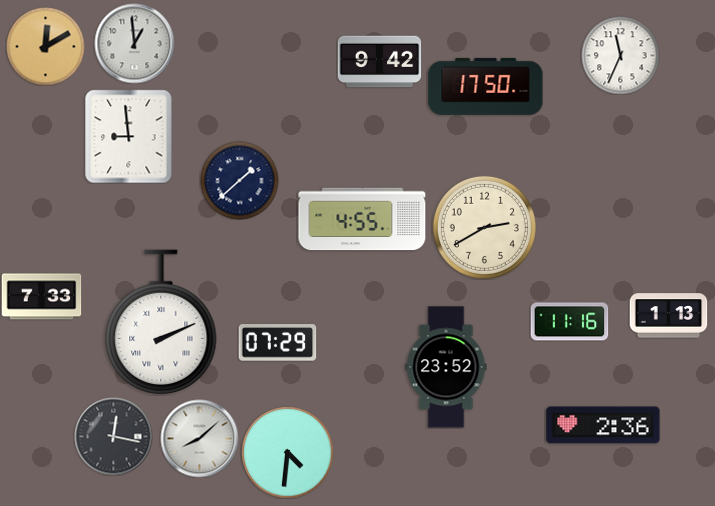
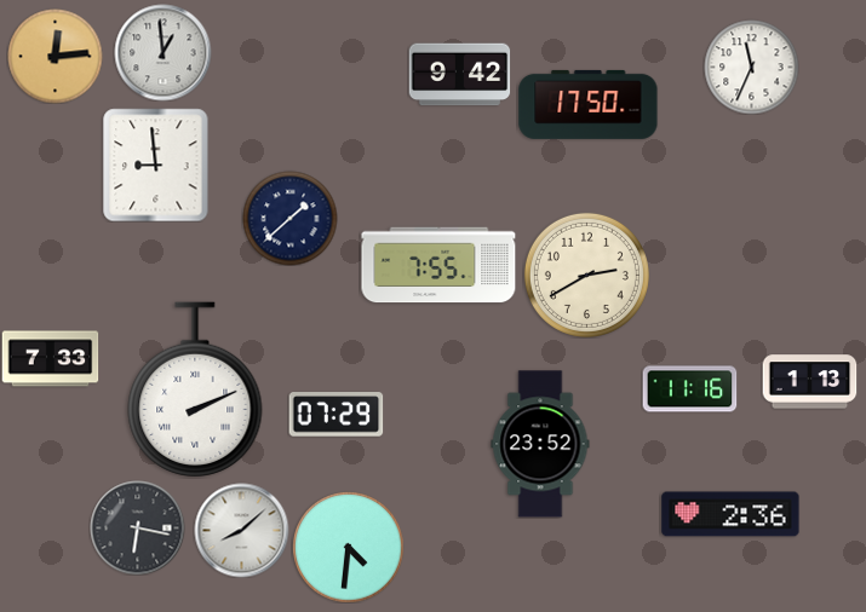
clock at (45, 46): 12:10 -> 12:14
clock at (362, 219): 4:55 -> 7:55
clock at (113, 436): 12:17 -> 6:17
